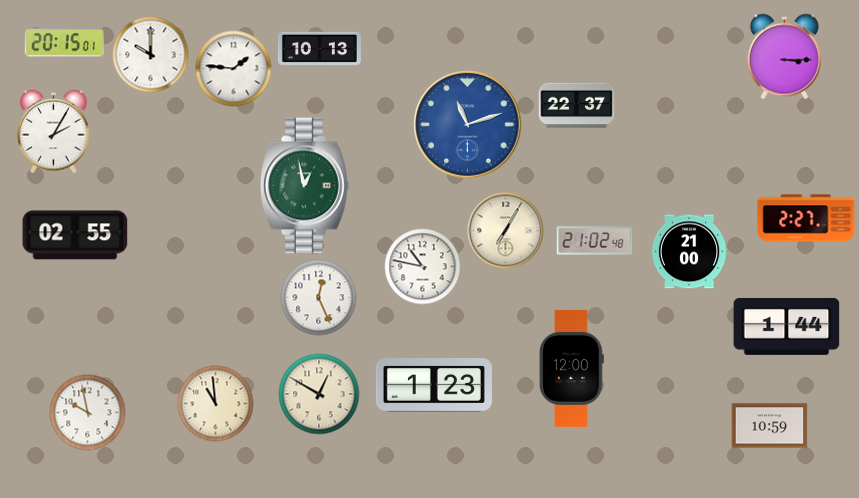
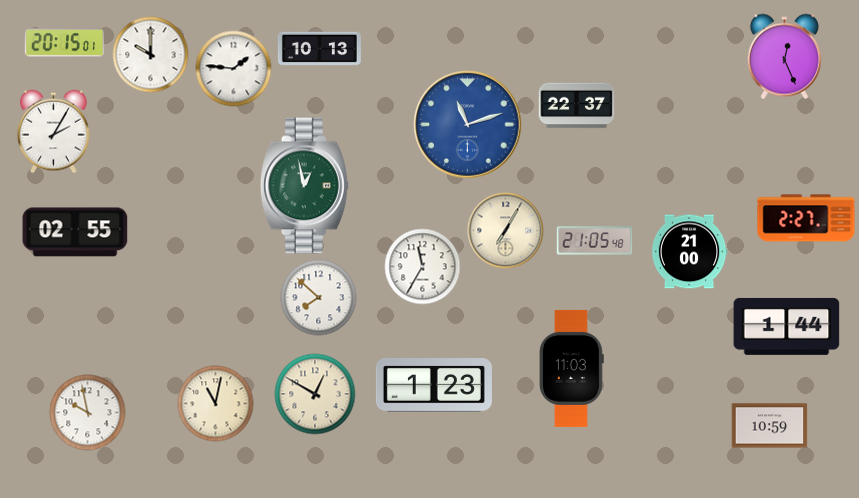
clock at (784, 57): 3:15 -> 12:26
clock at (75, 235) position: (75, 235) -> (75, 232)
clock at (595, 241): 21:02 -> 21:05
clock at (423, 267): 10:47 -> 11:35
clock at (319, 298): 12:26 -> 7:52
clock at (572, 368): 12:00 -> 11:03
clock at (319, 394) position: (319, 394) -> (315, 394)
clock at (216, 404): 10:59 -> 11:02
